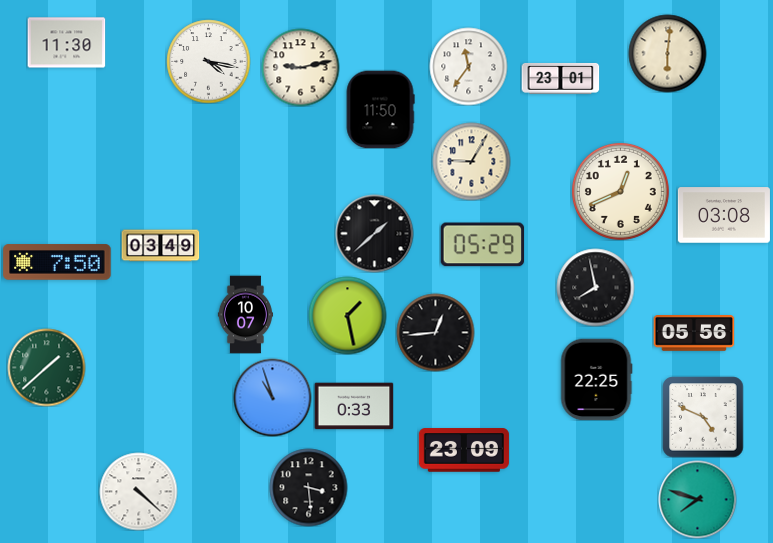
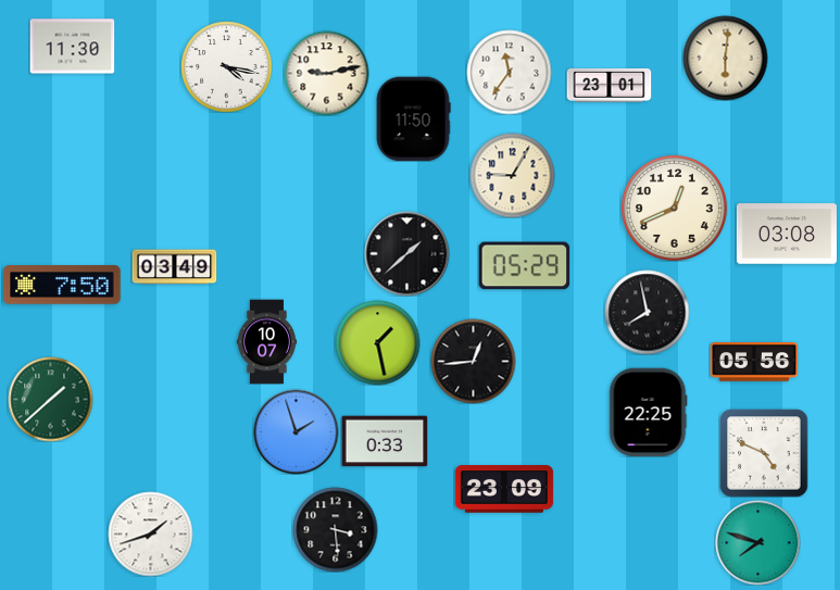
clock at (272, 397): 10:57 -> 1:57
clock at (138, 491): 4:22 -> 1:42
